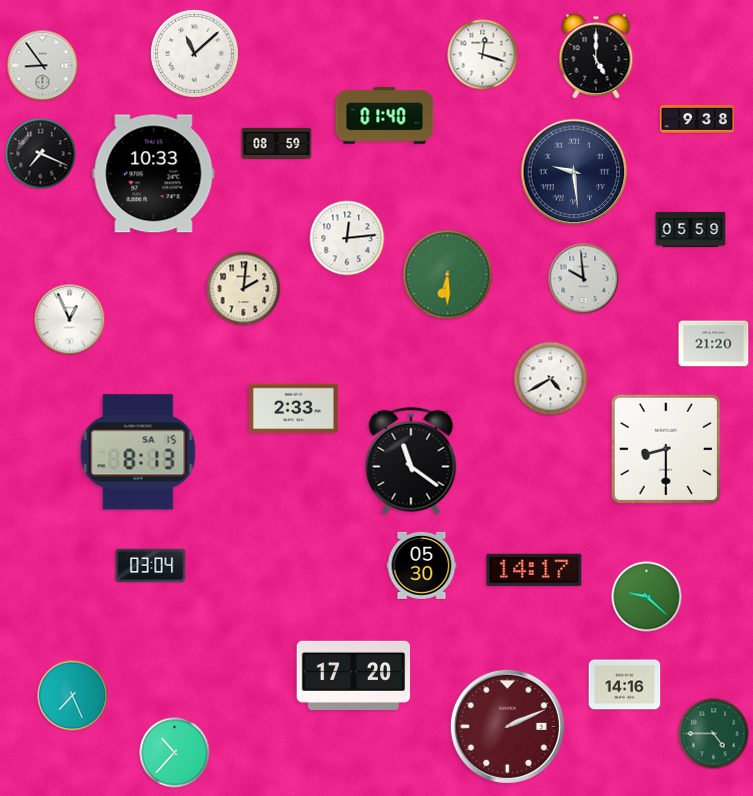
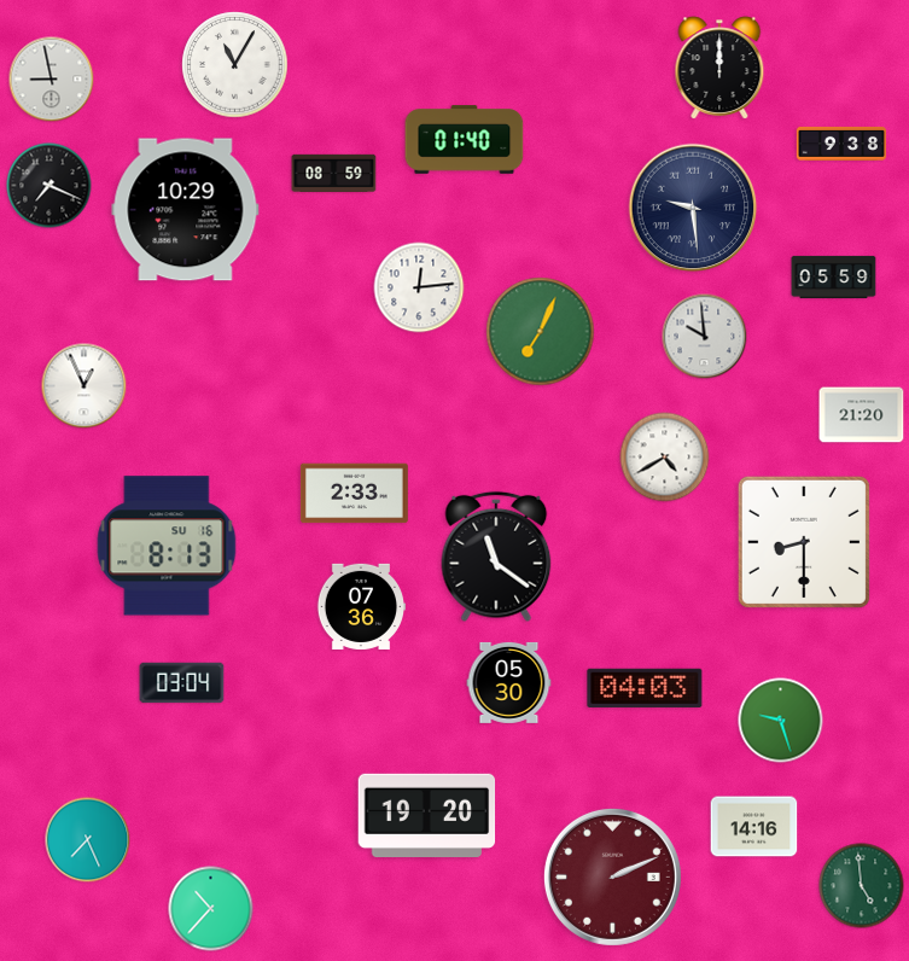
clock at (195, 54): 11:08 -> 11:05
clock at (483, 55): 12:18 -> none
clock at (596, 56): 5:00 -> 12:00
clock at (43, 66): 8:54 -> 8:58
clock at (154, 174): 10:33 -> 10:29
clock at (448, 275): 6:30 -> 7:04
clock at (244, 289): 2:01 -> none
clock at (138, 452) date: SA 15 -> SU 16
clock at (360, 606): none -> 07:36
clock at (534, 570): 14:17 -> 04:03
clock at (647, 597): 9:22 -> 9:27
clock at (354, 675): 17:20 -> 19:20
clock at (714, 734): 4:45 -> 4:59
